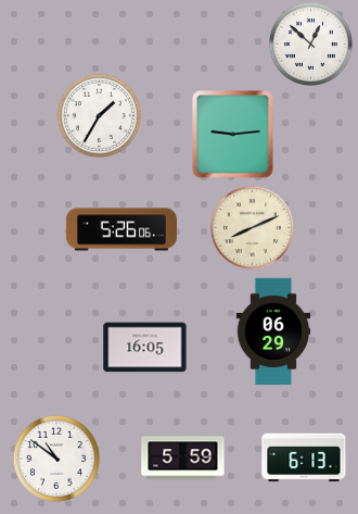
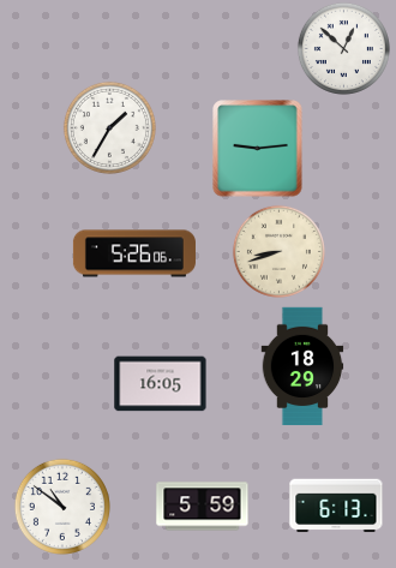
clock at (252, 227): 8:11 -> 8:42
clock at (273, 331): 06:29 -> 18:29
